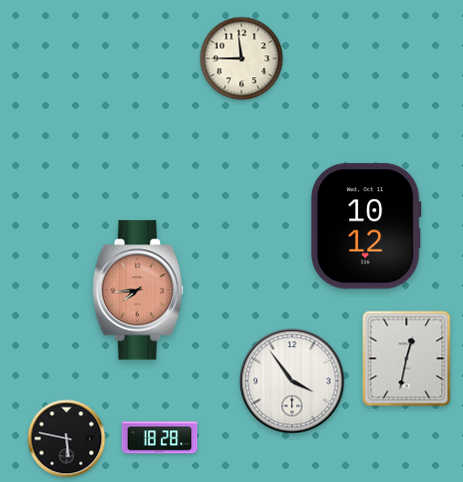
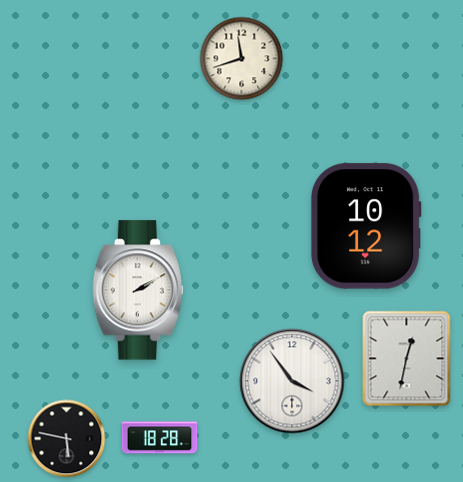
clock at (242, 59): 11:45 -> 11:42
clock at (138, 290): 7:44 -> 2:10
clock at (138, 290) dial: salmon -> white
